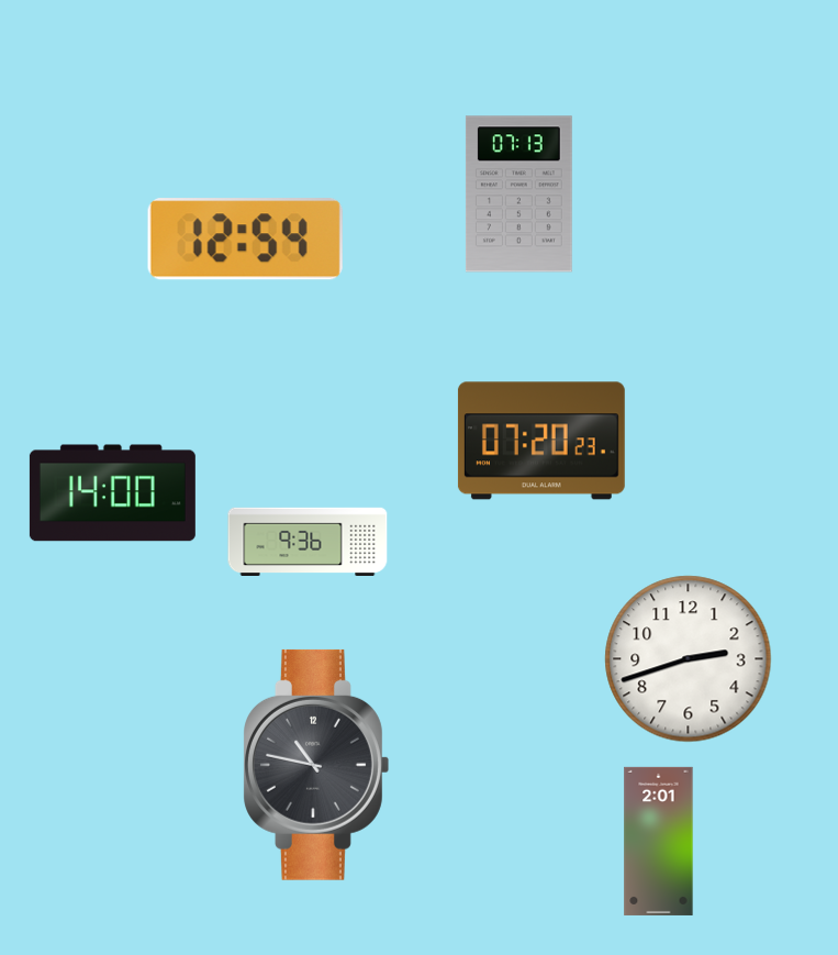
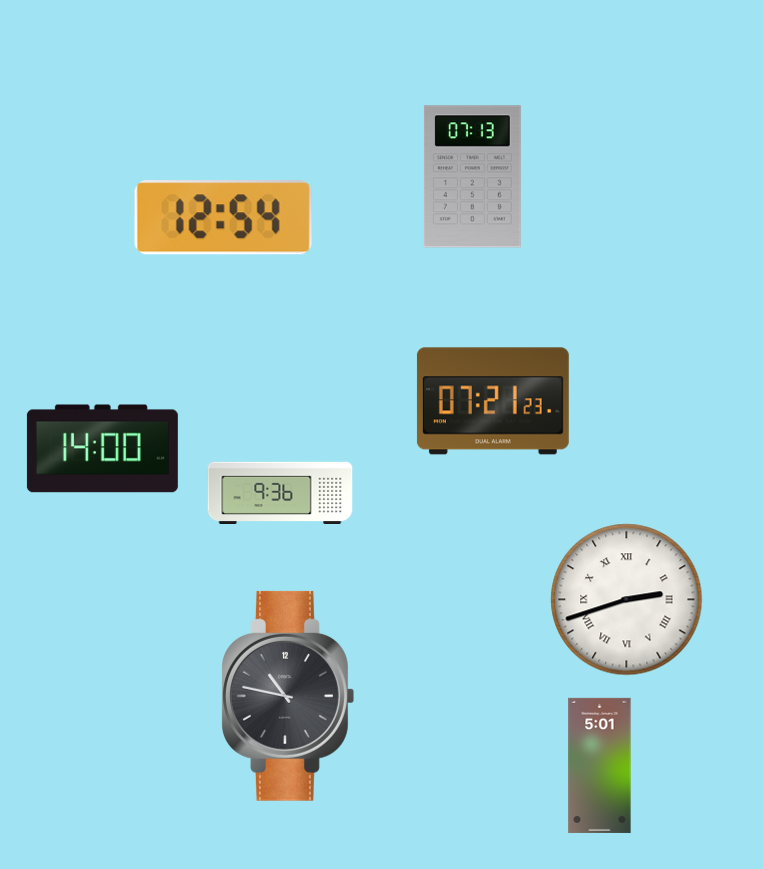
clock at (541, 441): 07:20 -> 07:21
clock at (689, 659) numerals: Arabic -> Roman
clock at (659, 841): 2:01 -> 5:01
